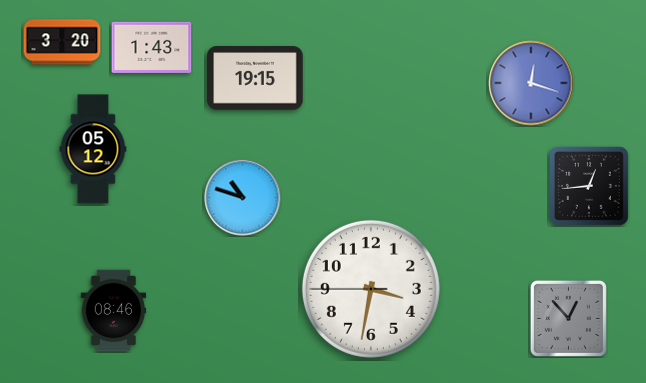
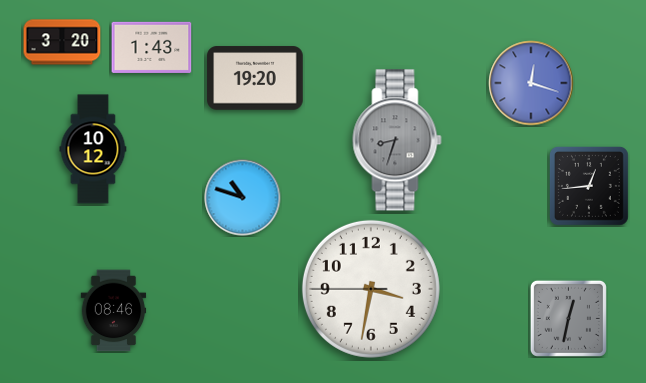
clock at (255, 78): 19:15 -> 19:20
clock at (397, 140): none -> 8:33
clock at (93, 149): 05:12 -> 10:12
clock at (568, 318): 12:53 -> 12:32
